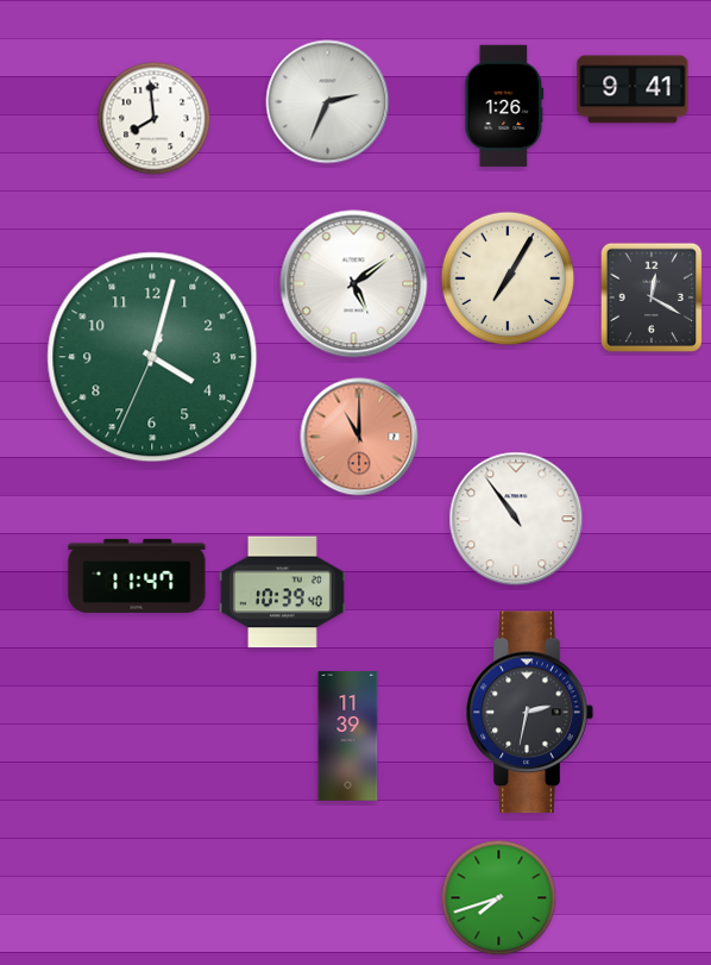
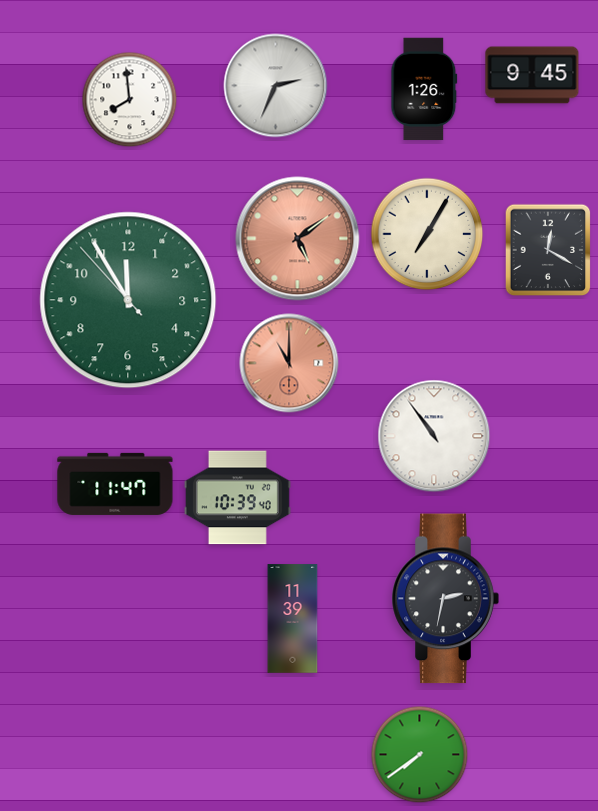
clock at (633, 89): 9:41 -> 9:45
clock at (354, 284) dial: white -> salmon
clock at (152, 357): 4:02 -> 11:54
clock at (359, 437) position: (359, 437) -> (289, 363)
clock at (499, 898): 7:42 -> 7:39
